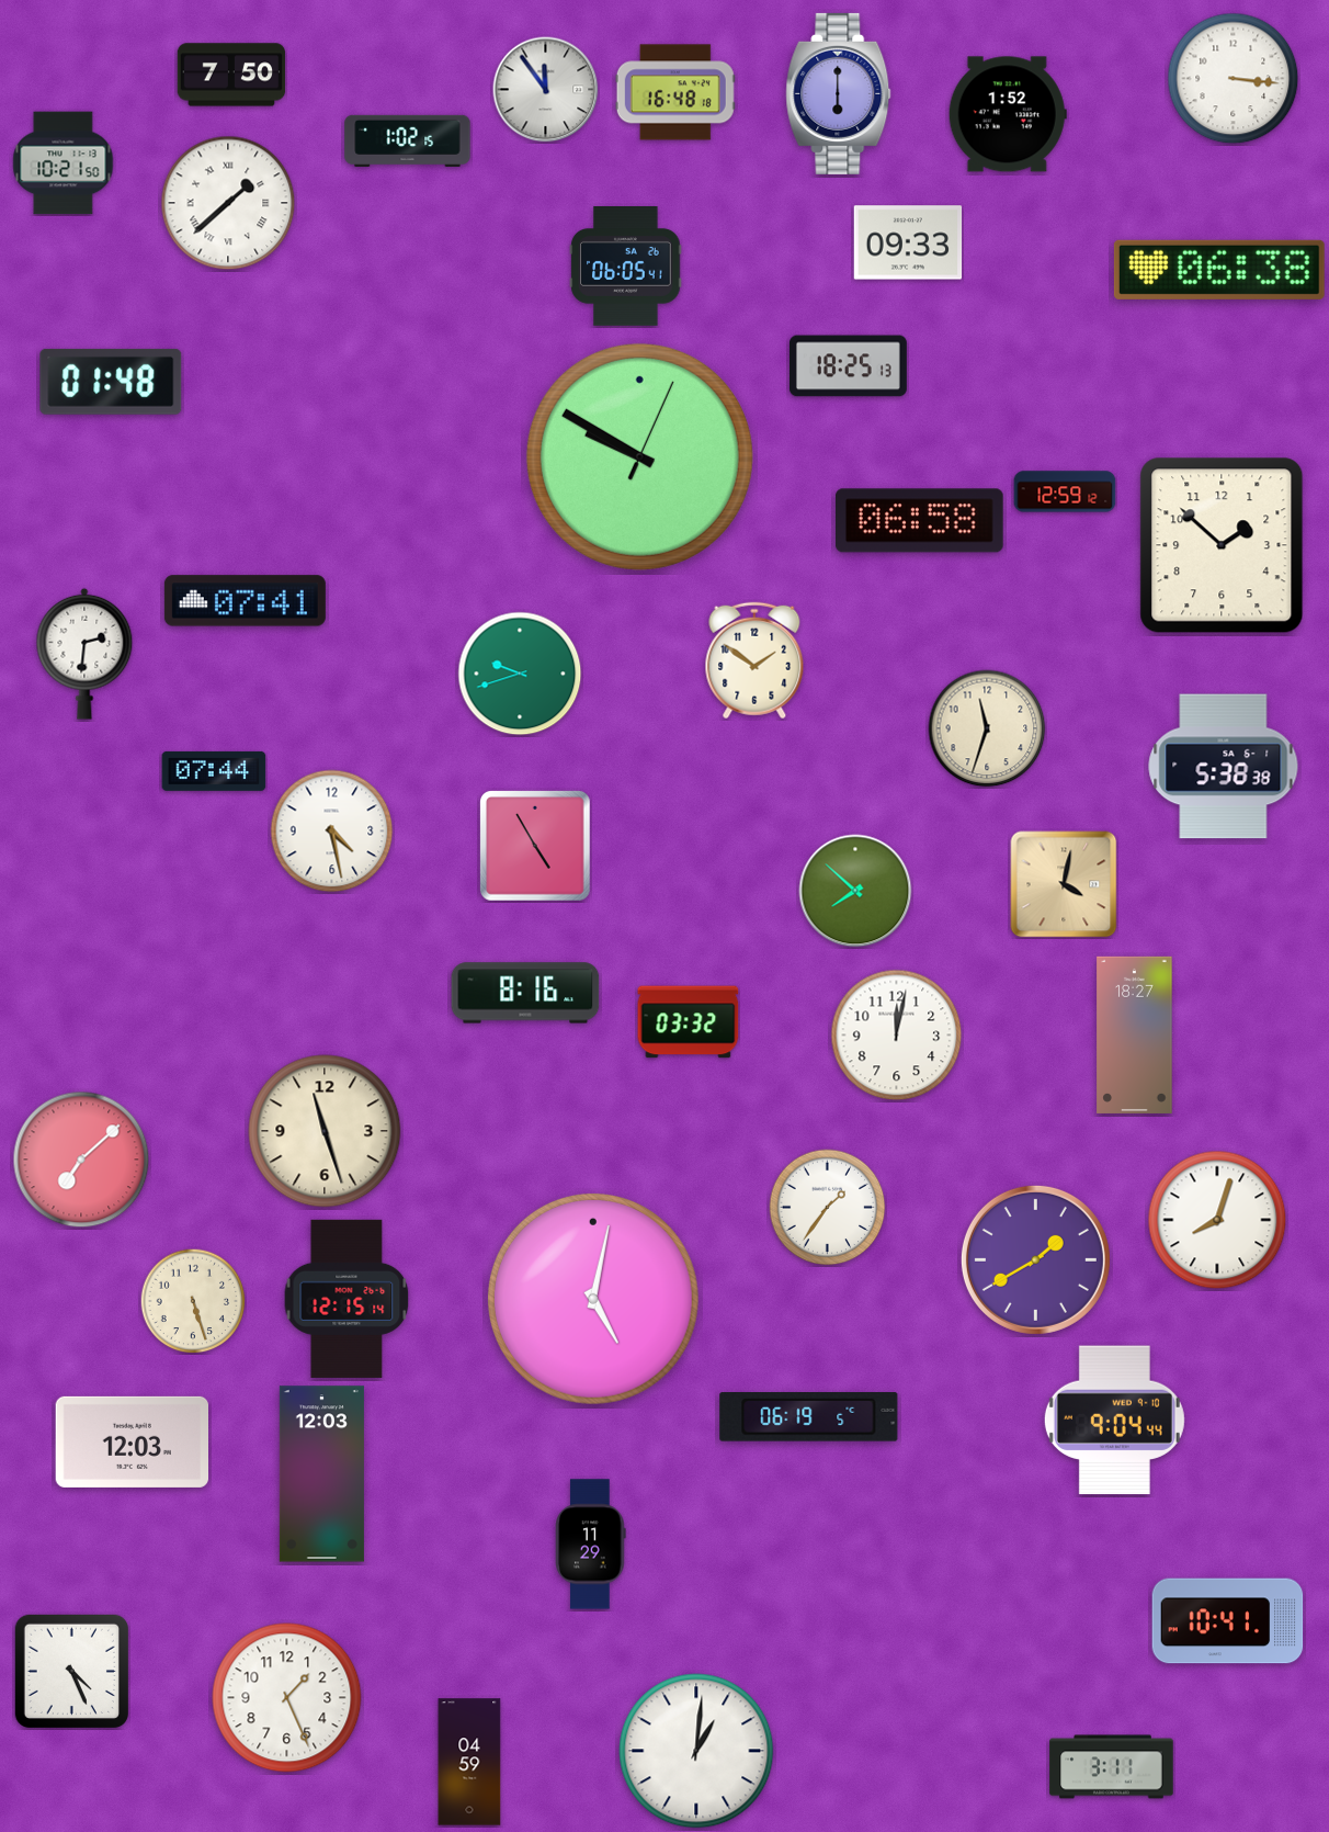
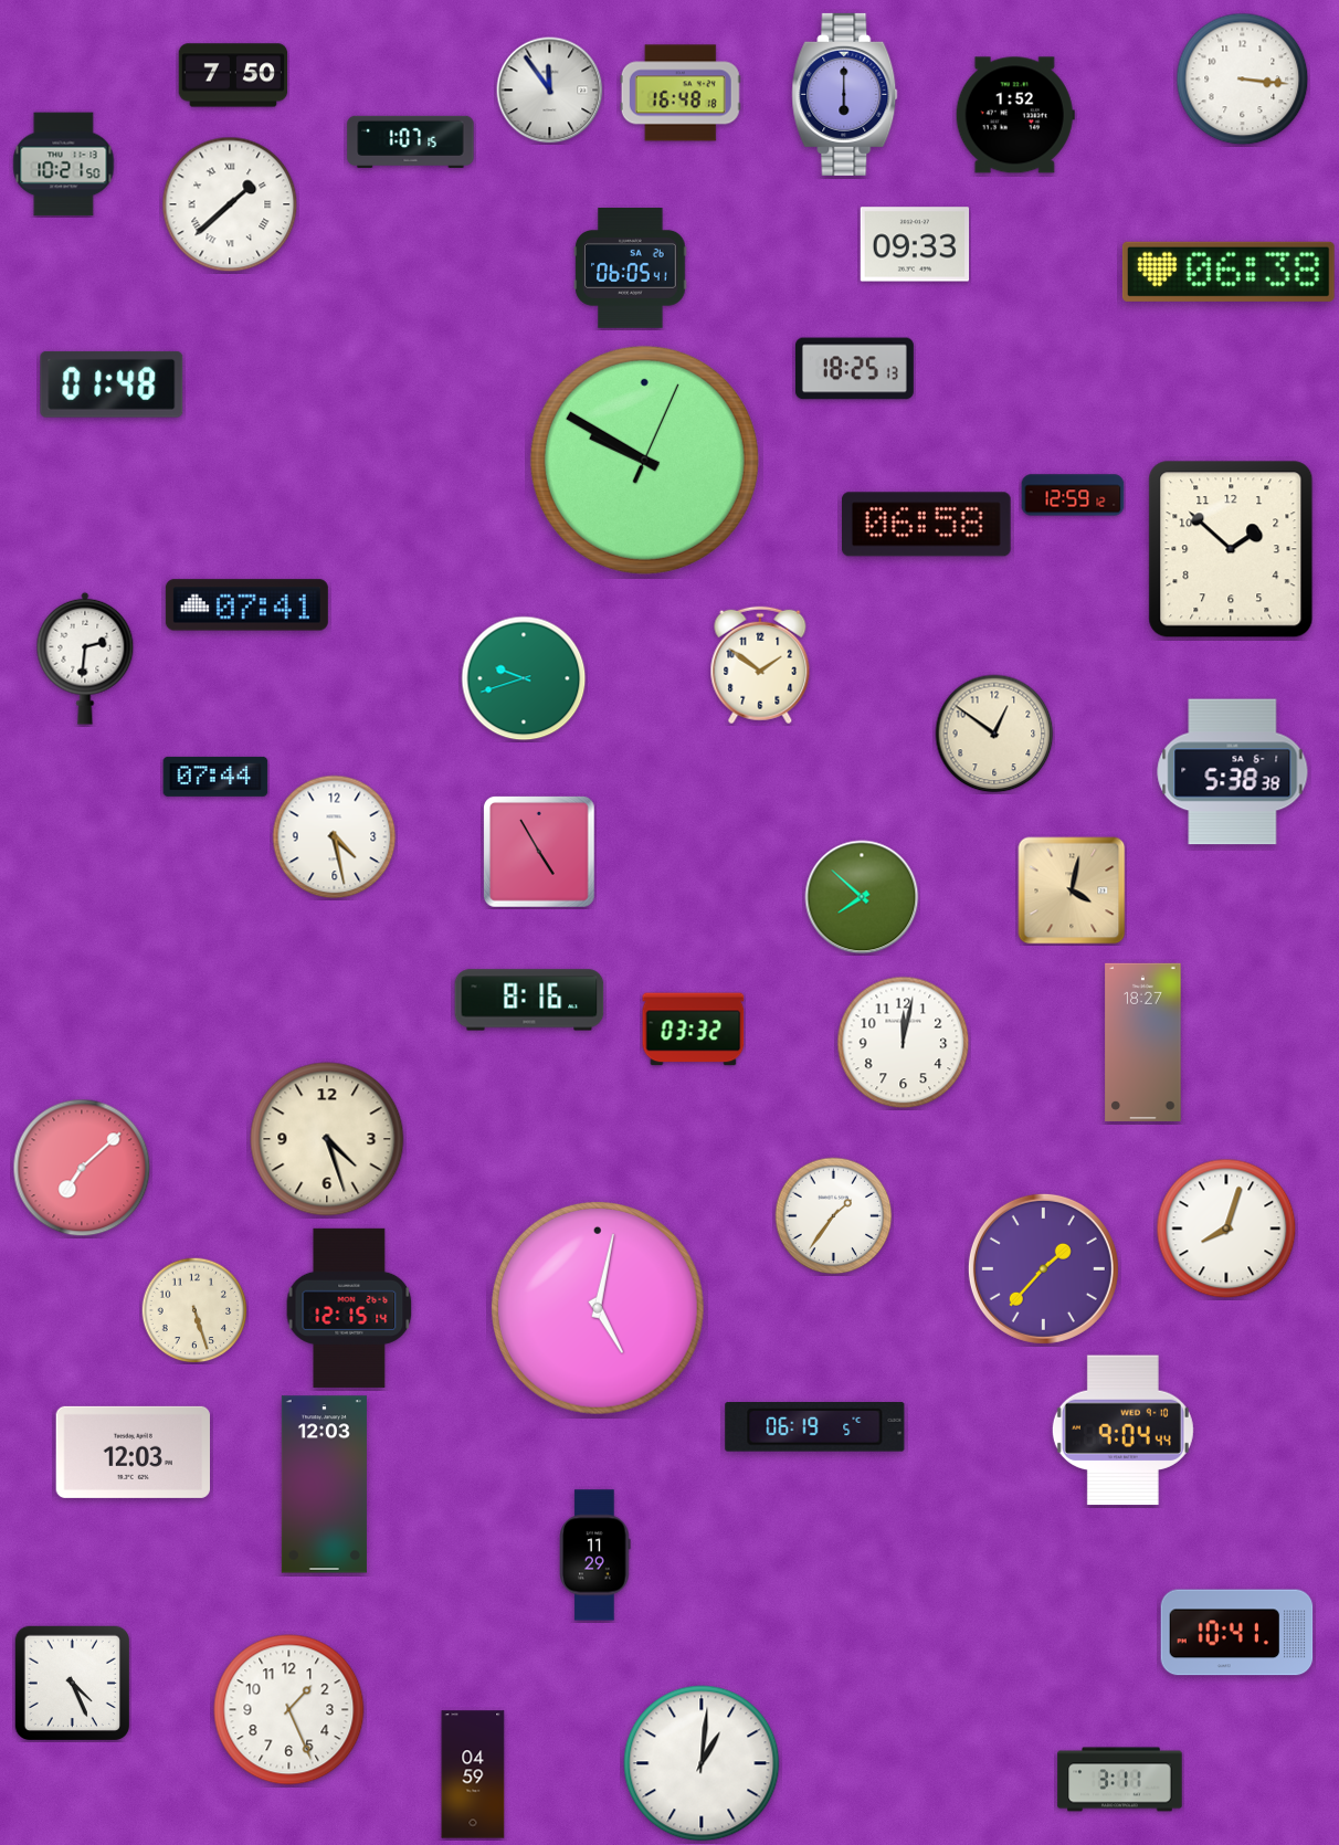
clock at (408, 140): 1:02 -> 1:07
clock at (987, 728): 11:33 -> 12:51
clock at (325, 1131): 11:27 -> 4:27
clock at (1035, 1259): 1:40 -> 1:37
